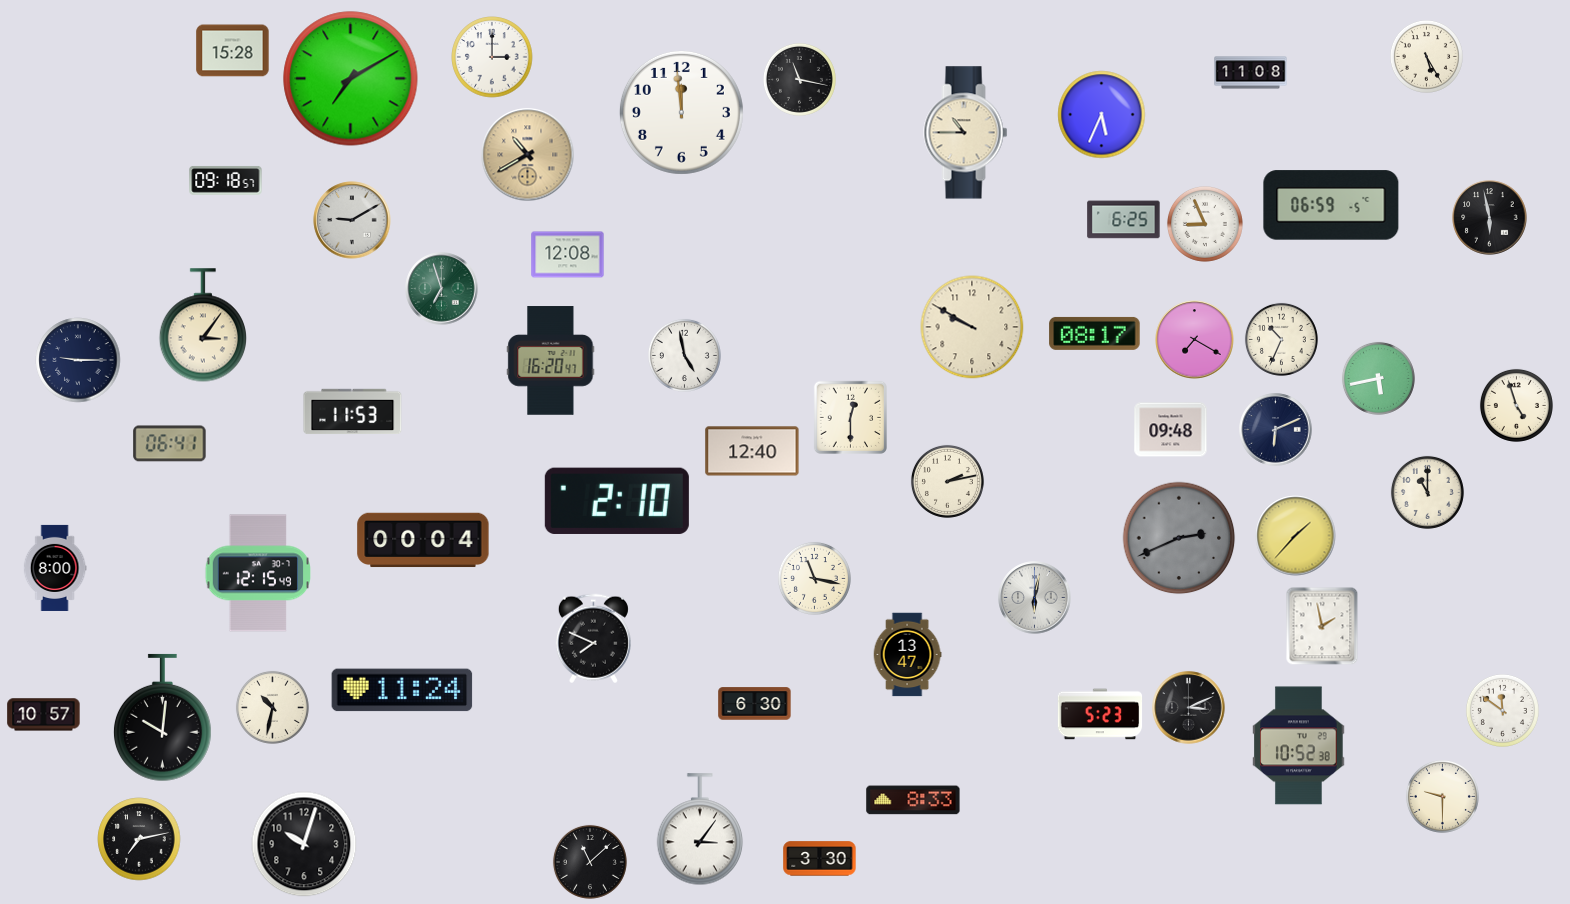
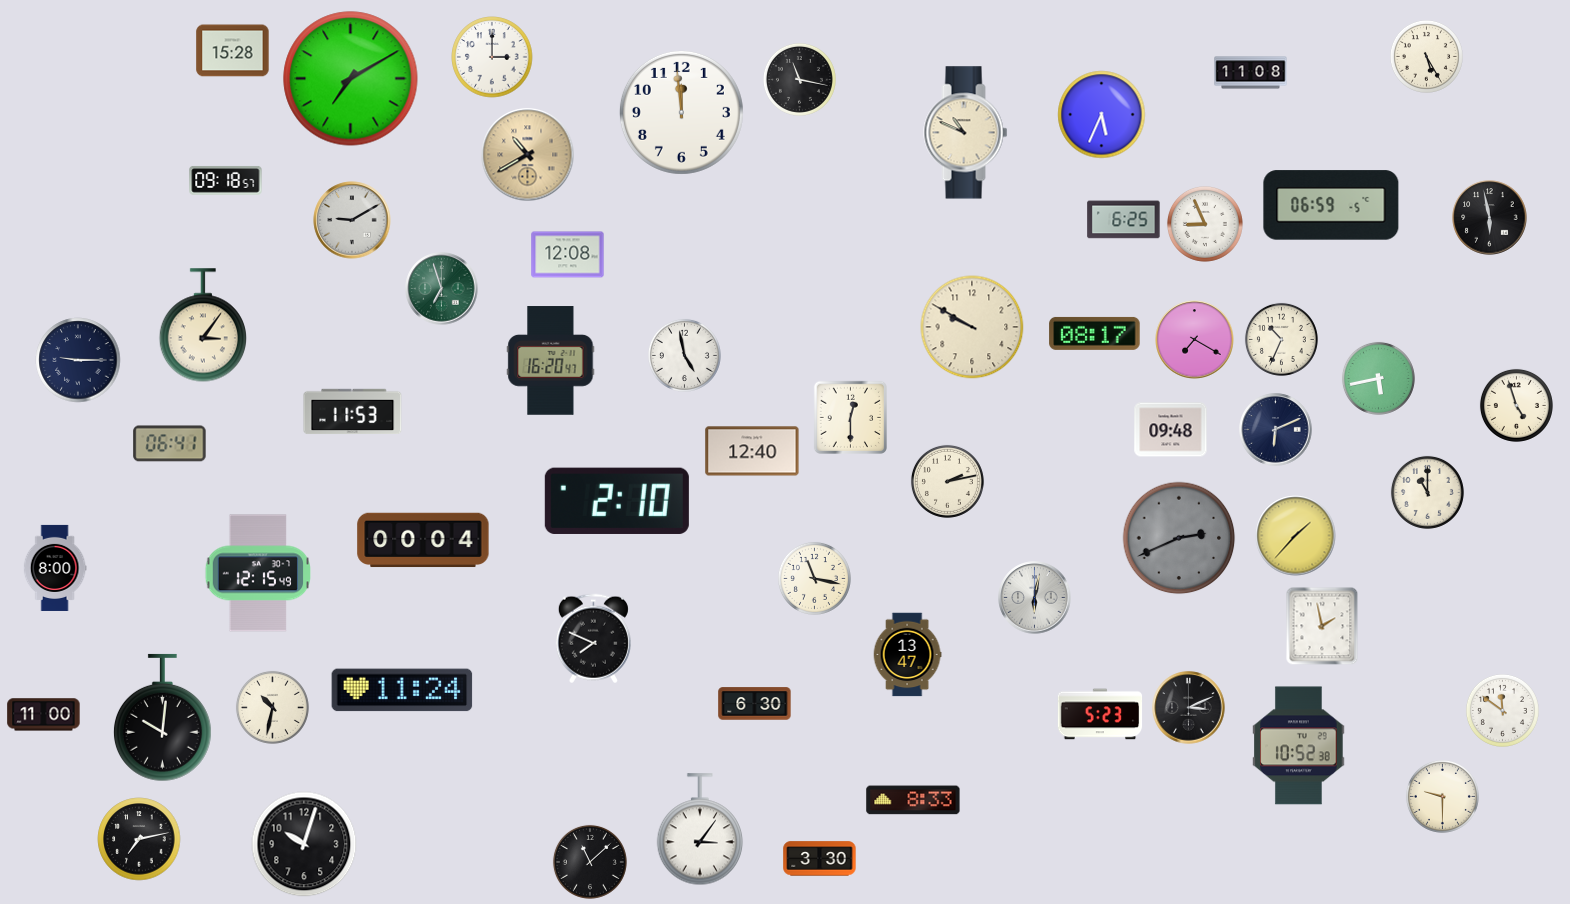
clock at (966, 133): 10:45 -> 10:49
clock at (44, 715): 10:57 -> 11:00
